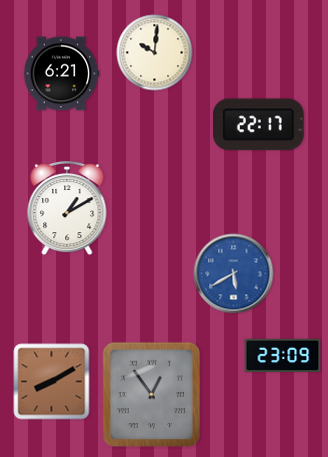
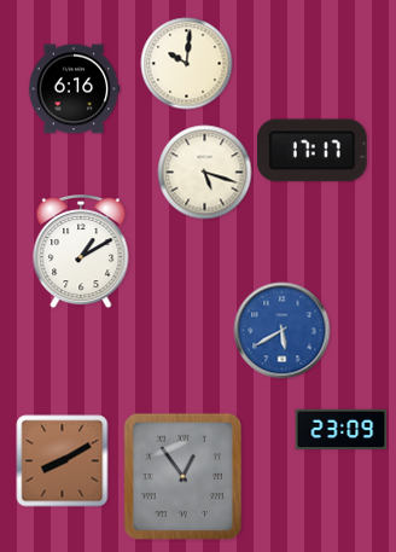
clock at (61, 74): 6:21 -> 6:16
clock at (258, 125): 22:17 -> 17:17
clock at (205, 173): none -> 5:18
